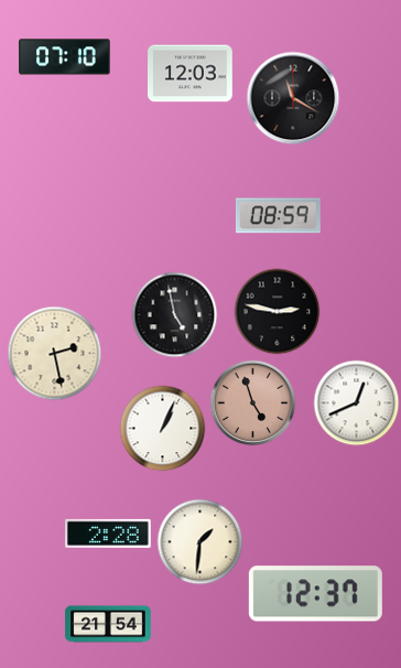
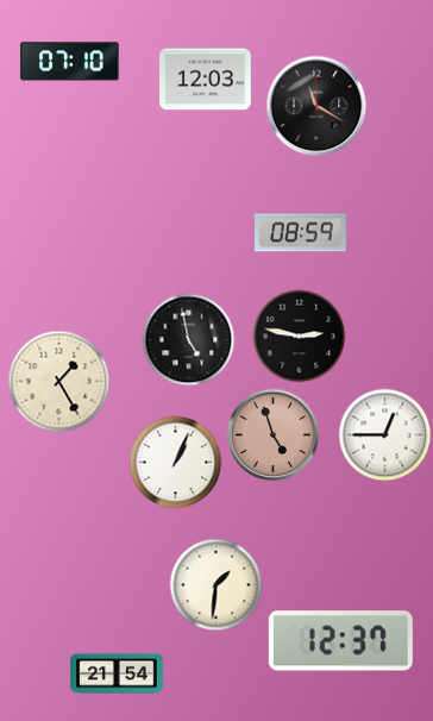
clock at (54, 353): 2:28 -> 1:25
clock at (356, 402): 12:41 -> 12:45
clock at (108, 534): 2:28 -> none
